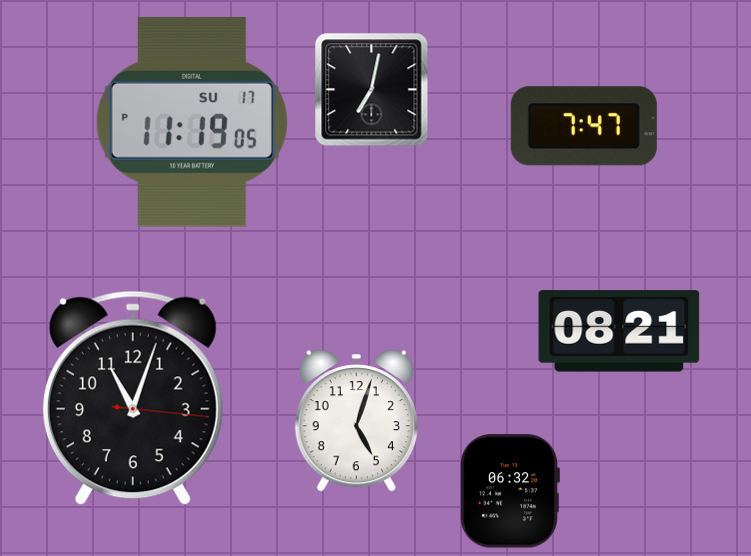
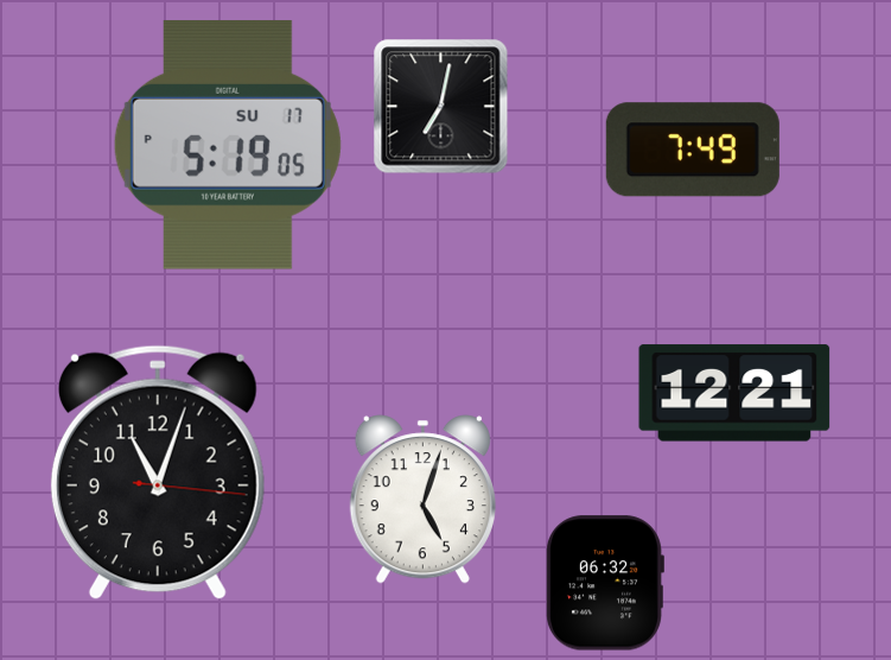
clock at (192, 122): 11:19 -> 5:19
clock at (584, 126): 7:47 -> 7:49
clock at (619, 331): 08:21 -> 12:21
